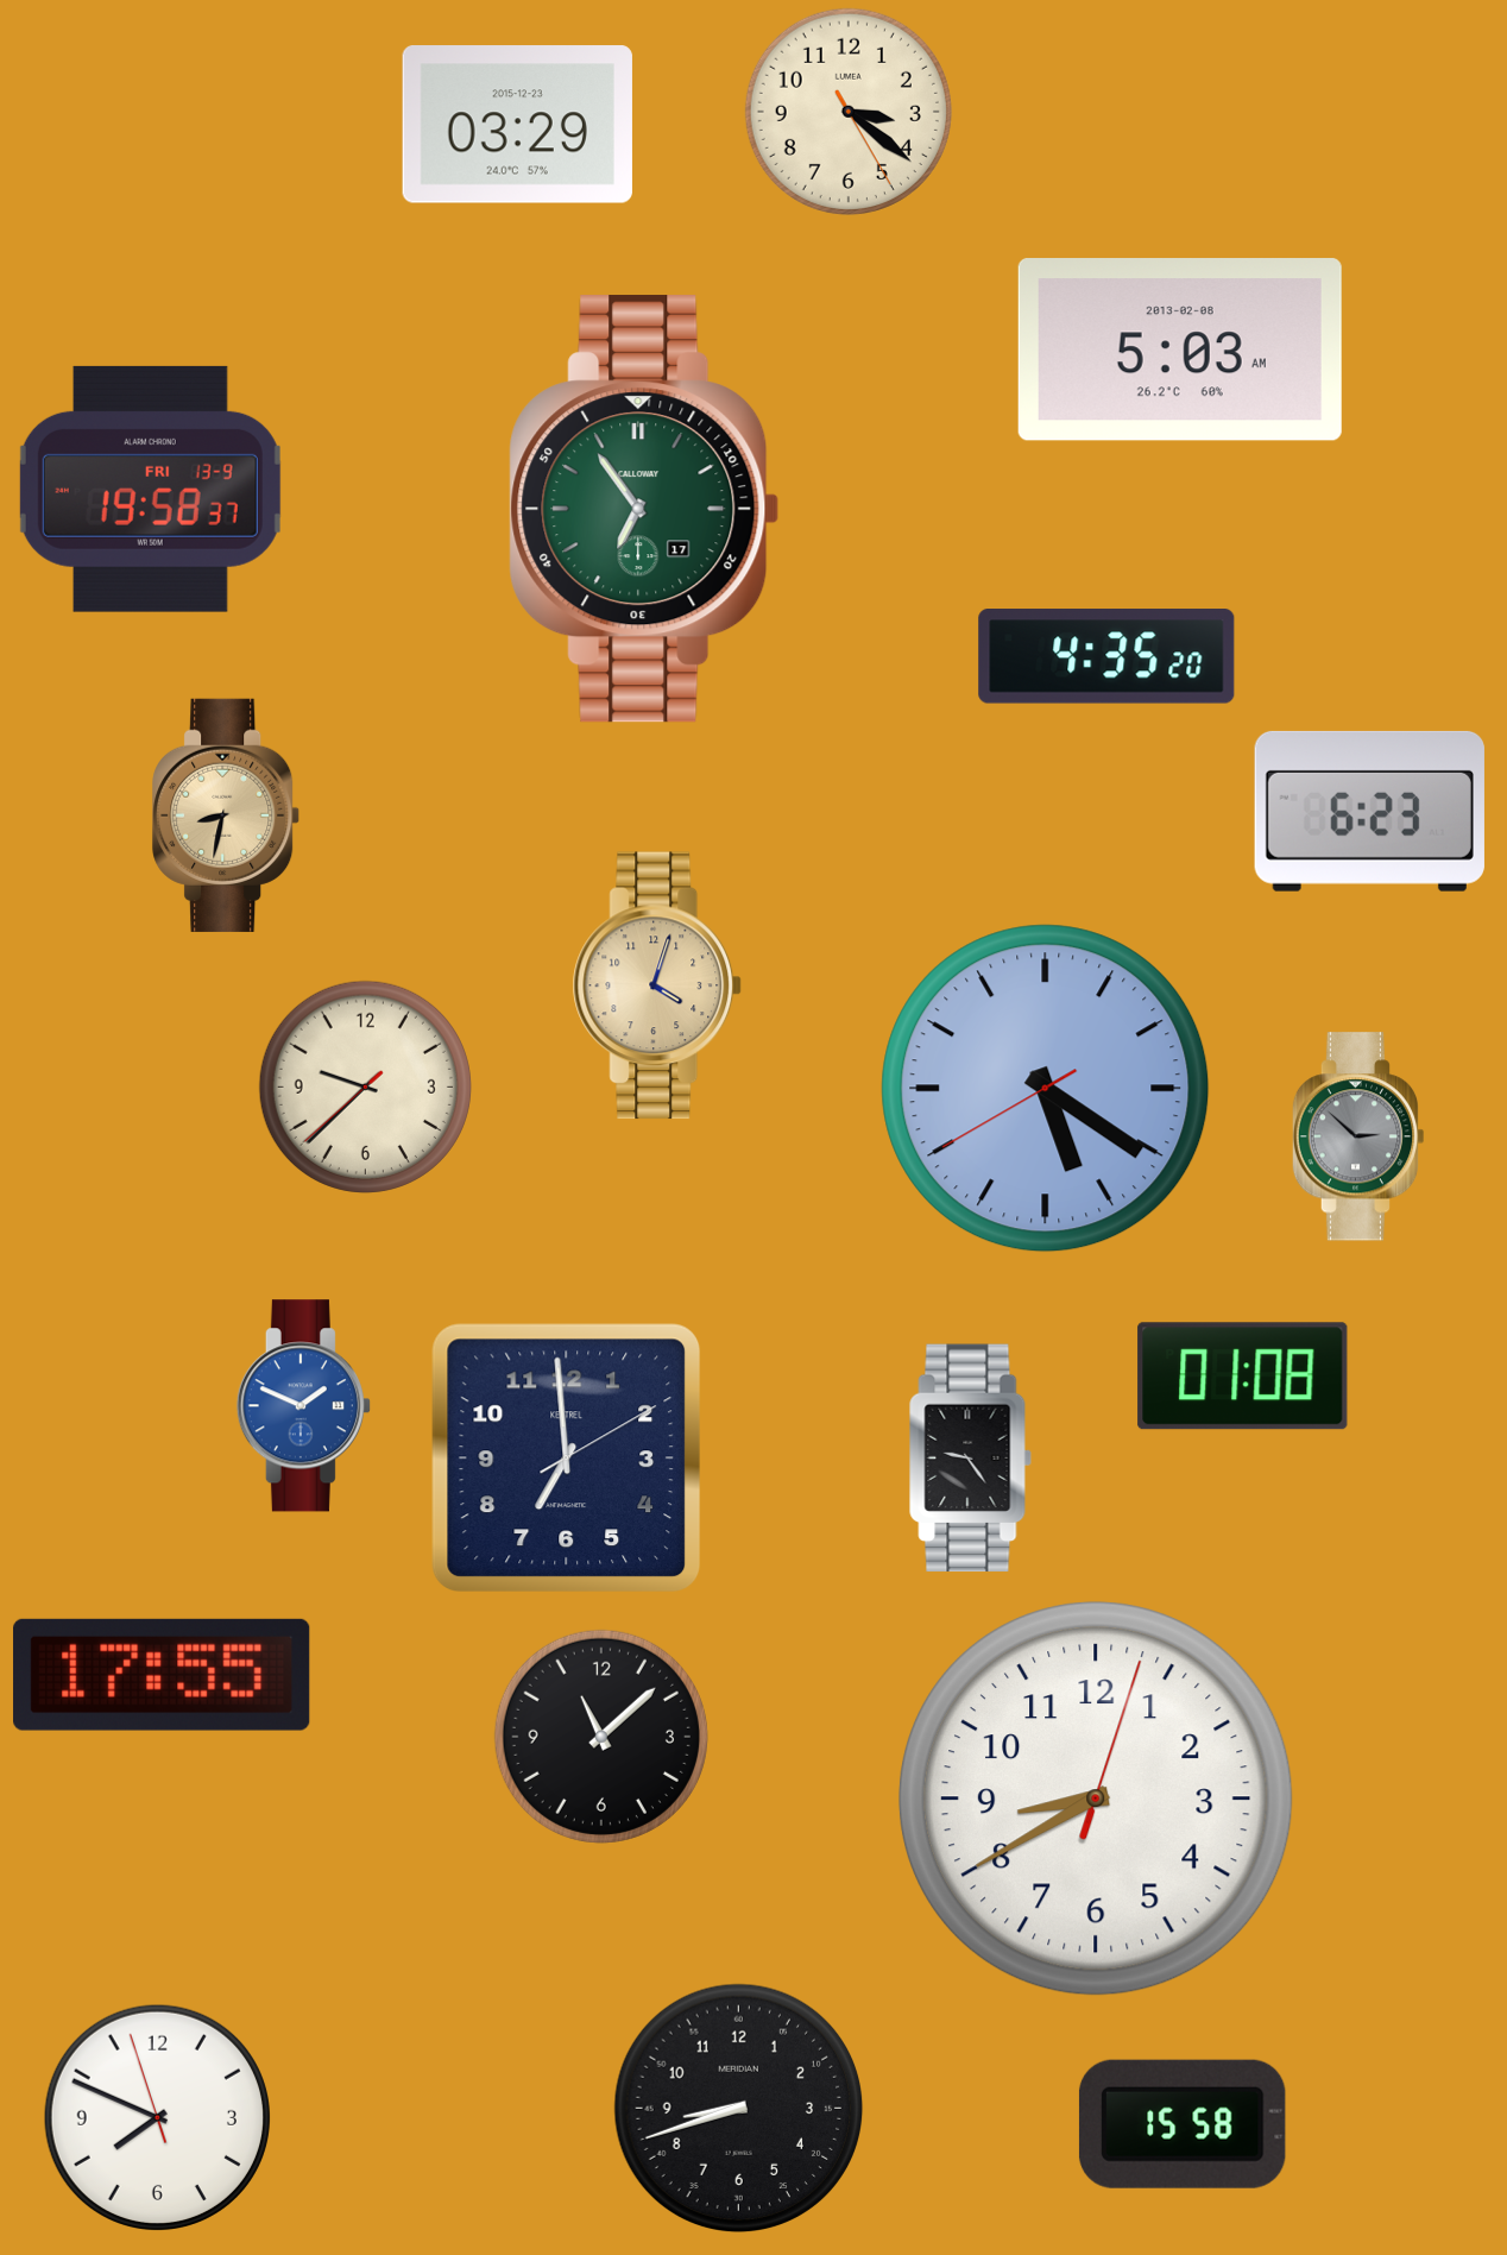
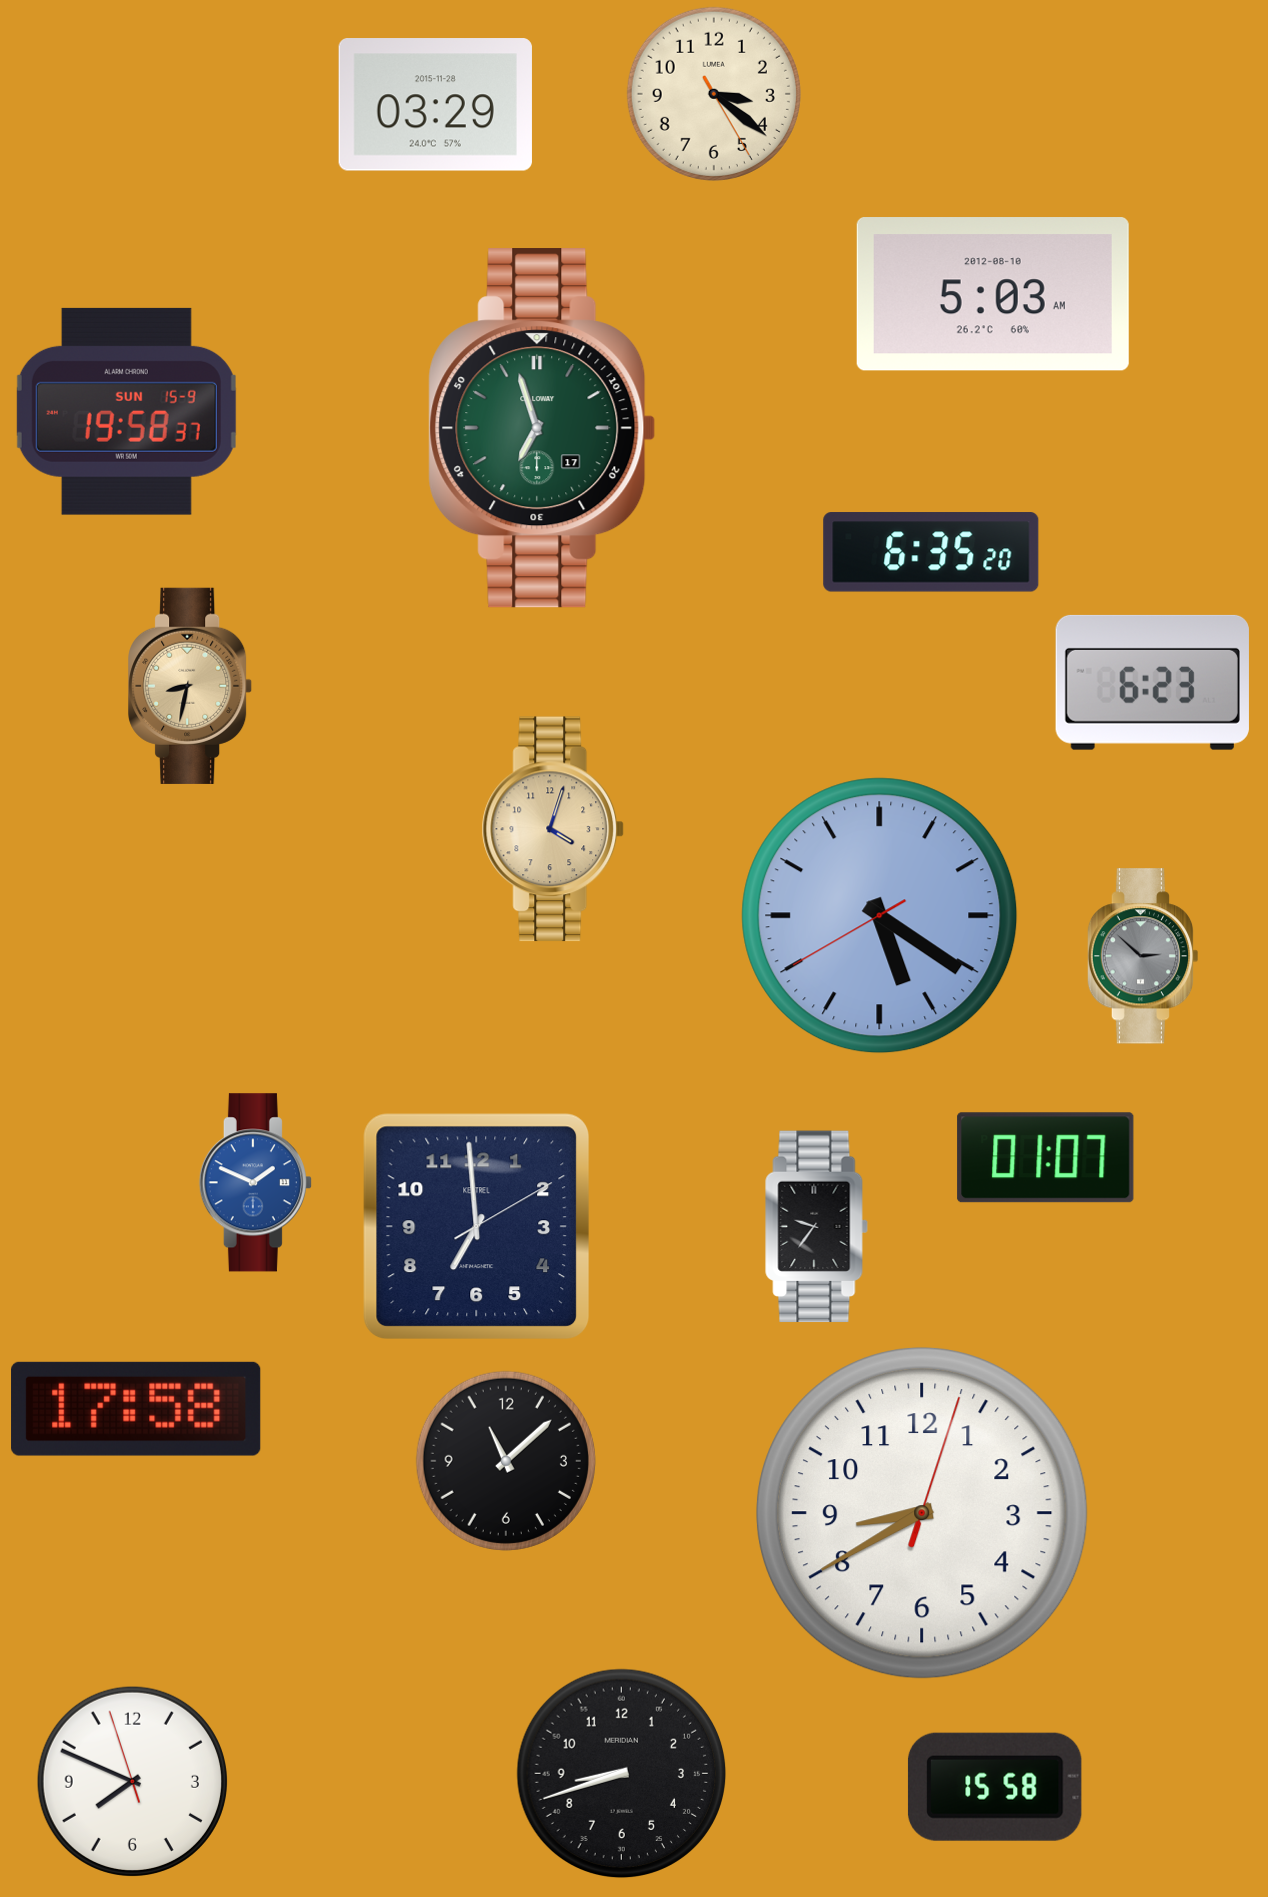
clock at (517, 125) date: 2015-12-23 -> 2015-11-28
clock at (1180, 349) date: 2013-02-08 -> 2012-08-10
clock at (150, 489) date: FRI 13-9 -> SUN 15-9
clock at (644, 509): 6:54 -> 6:57
clock at (1106, 656): 4:35 -> 6:35
clock at (365, 1086): 9:37 -> none
clock at (1243, 1377): 01:08 -> 01:07
clock at (971, 1459): 9:24 -> 9:36
clock at (162, 1675): 17:55 -> 17:58
